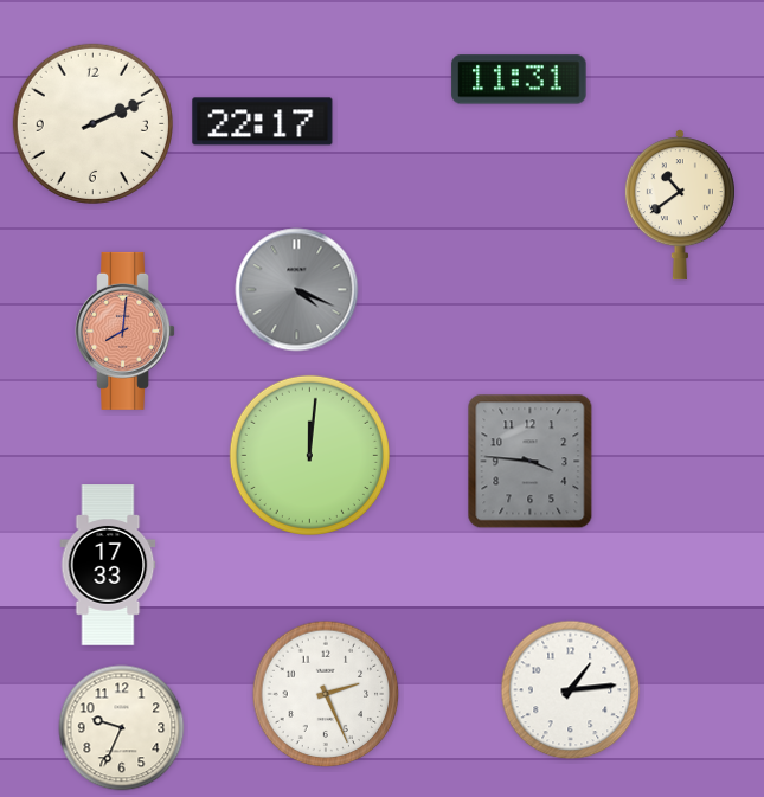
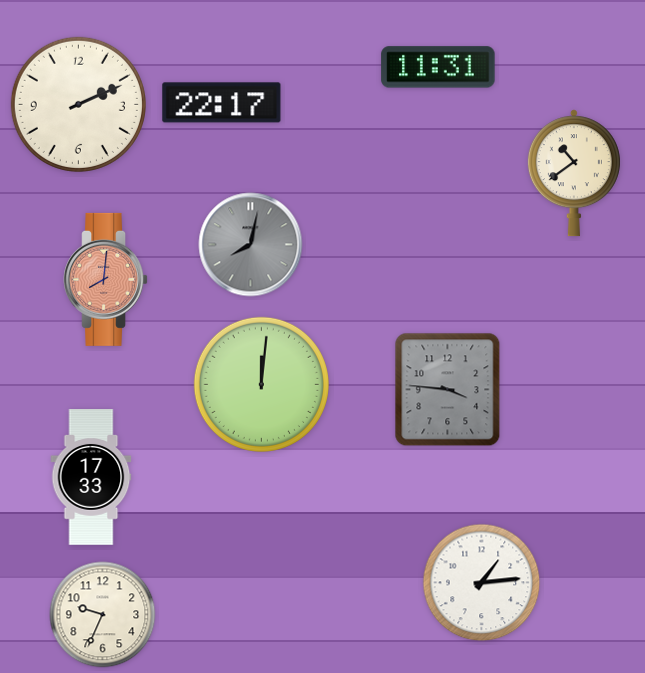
clock at (297, 290): 4:19 -> 8:02
clock at (326, 694): 2:26 -> none
